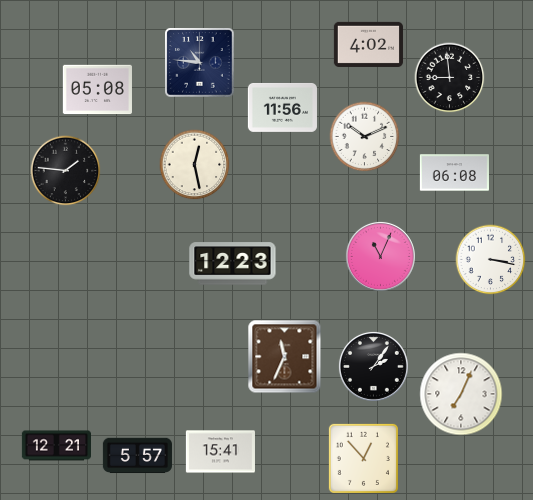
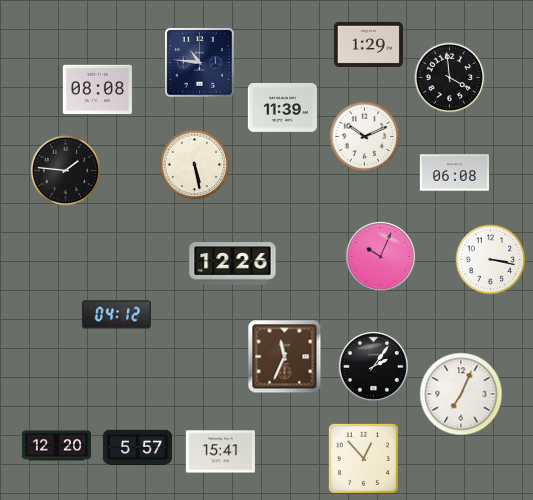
clock at (368, 44): 4:02 -> 1:29
clock at (450, 78): 8:59 -> 3:59
clock at (97, 90): 05:08 -> 08:08
clock at (282, 107): 11:56 -> 11:39
clock at (195, 165): 12:28 -> 5:28
clock at (380, 256): 11:04 -> 10:04
clock at (233, 264): 12:23 -> 12:26
clock at (116, 315): none -> 04:12
clock at (56, 446): 12:21 -> 12:20
clock at (137, 456) position: (137, 456) -> (137, 448)
